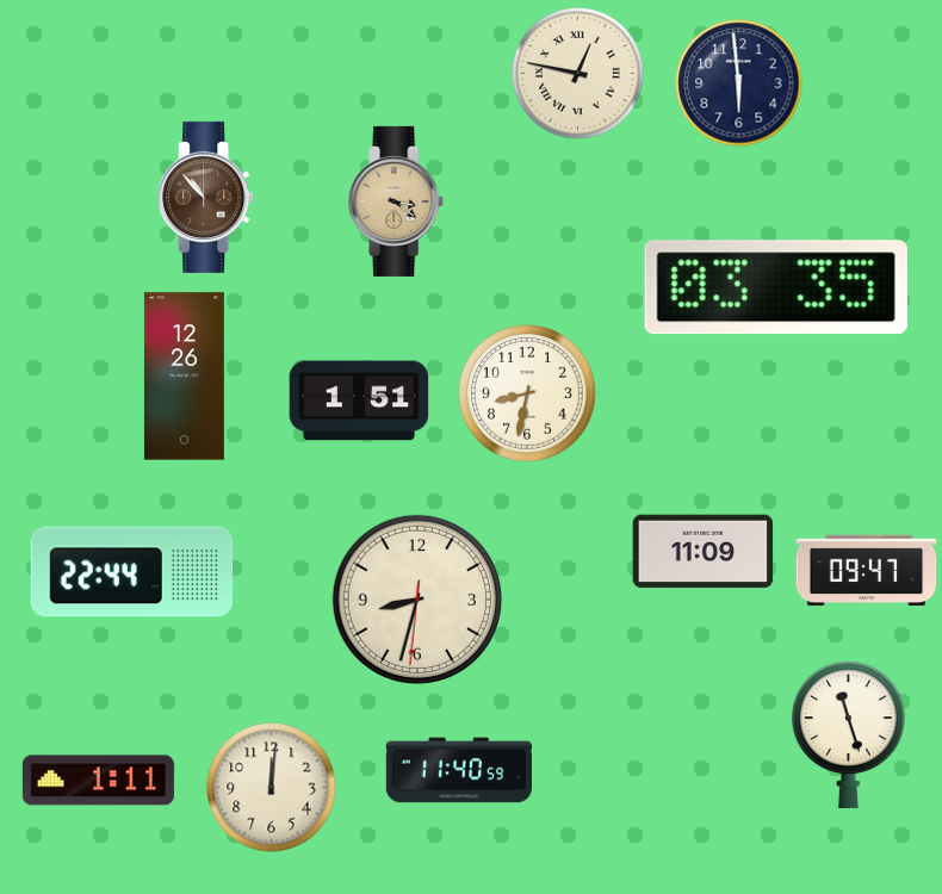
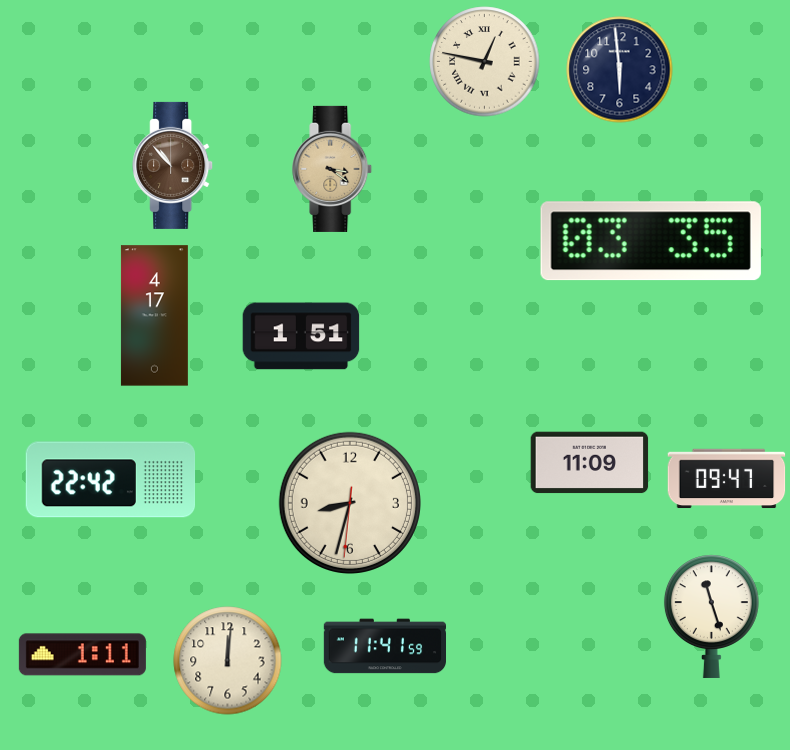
clock at (184, 377): 12:26 -> 4:17
clock at (527, 393): 8:32 -> none
clock at (132, 572): 22:44 -> 22:42
clock at (458, 770): 11:40 -> 11:41
